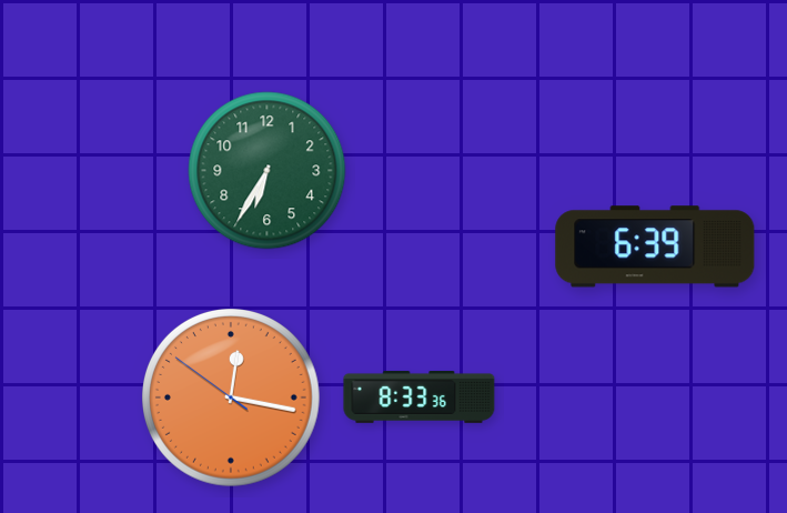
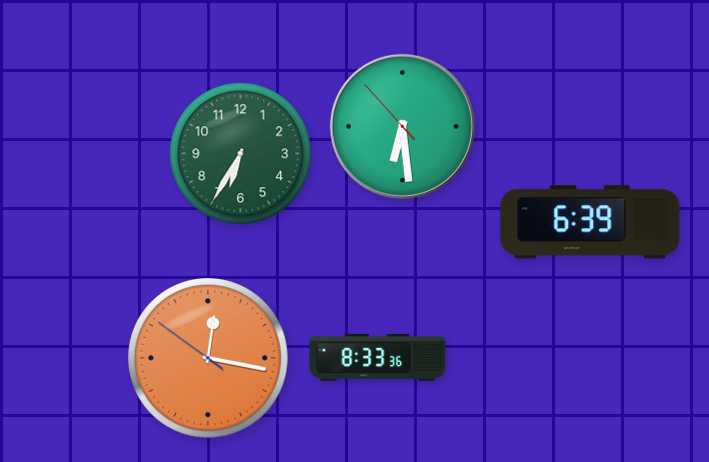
clock at (402, 126): none -> 6:28
